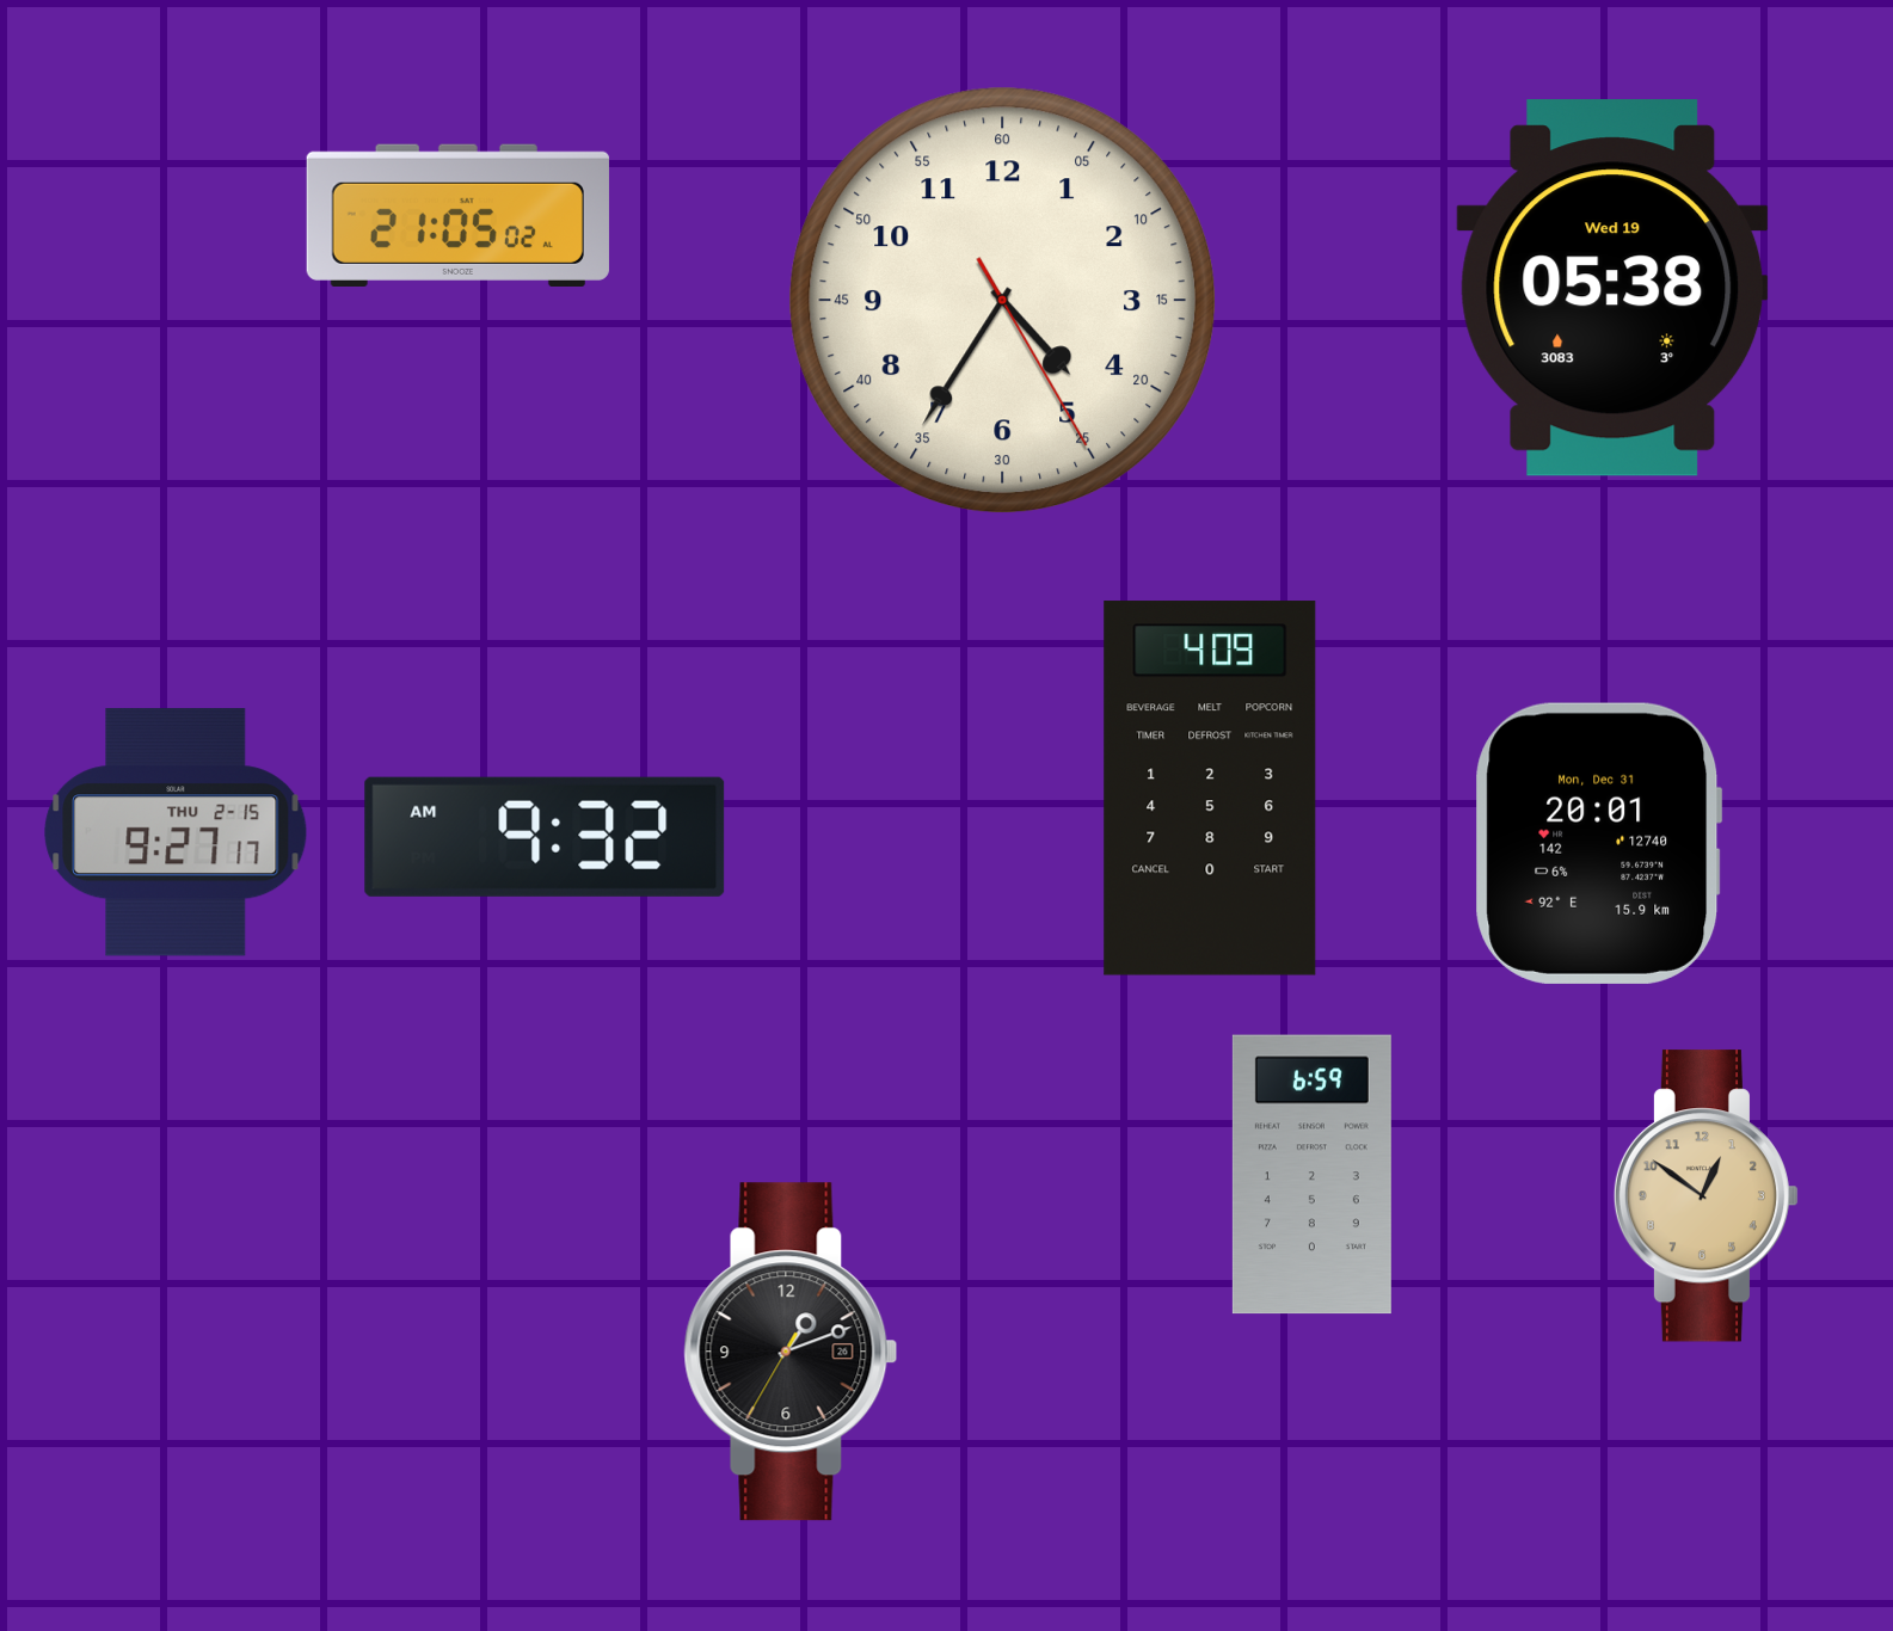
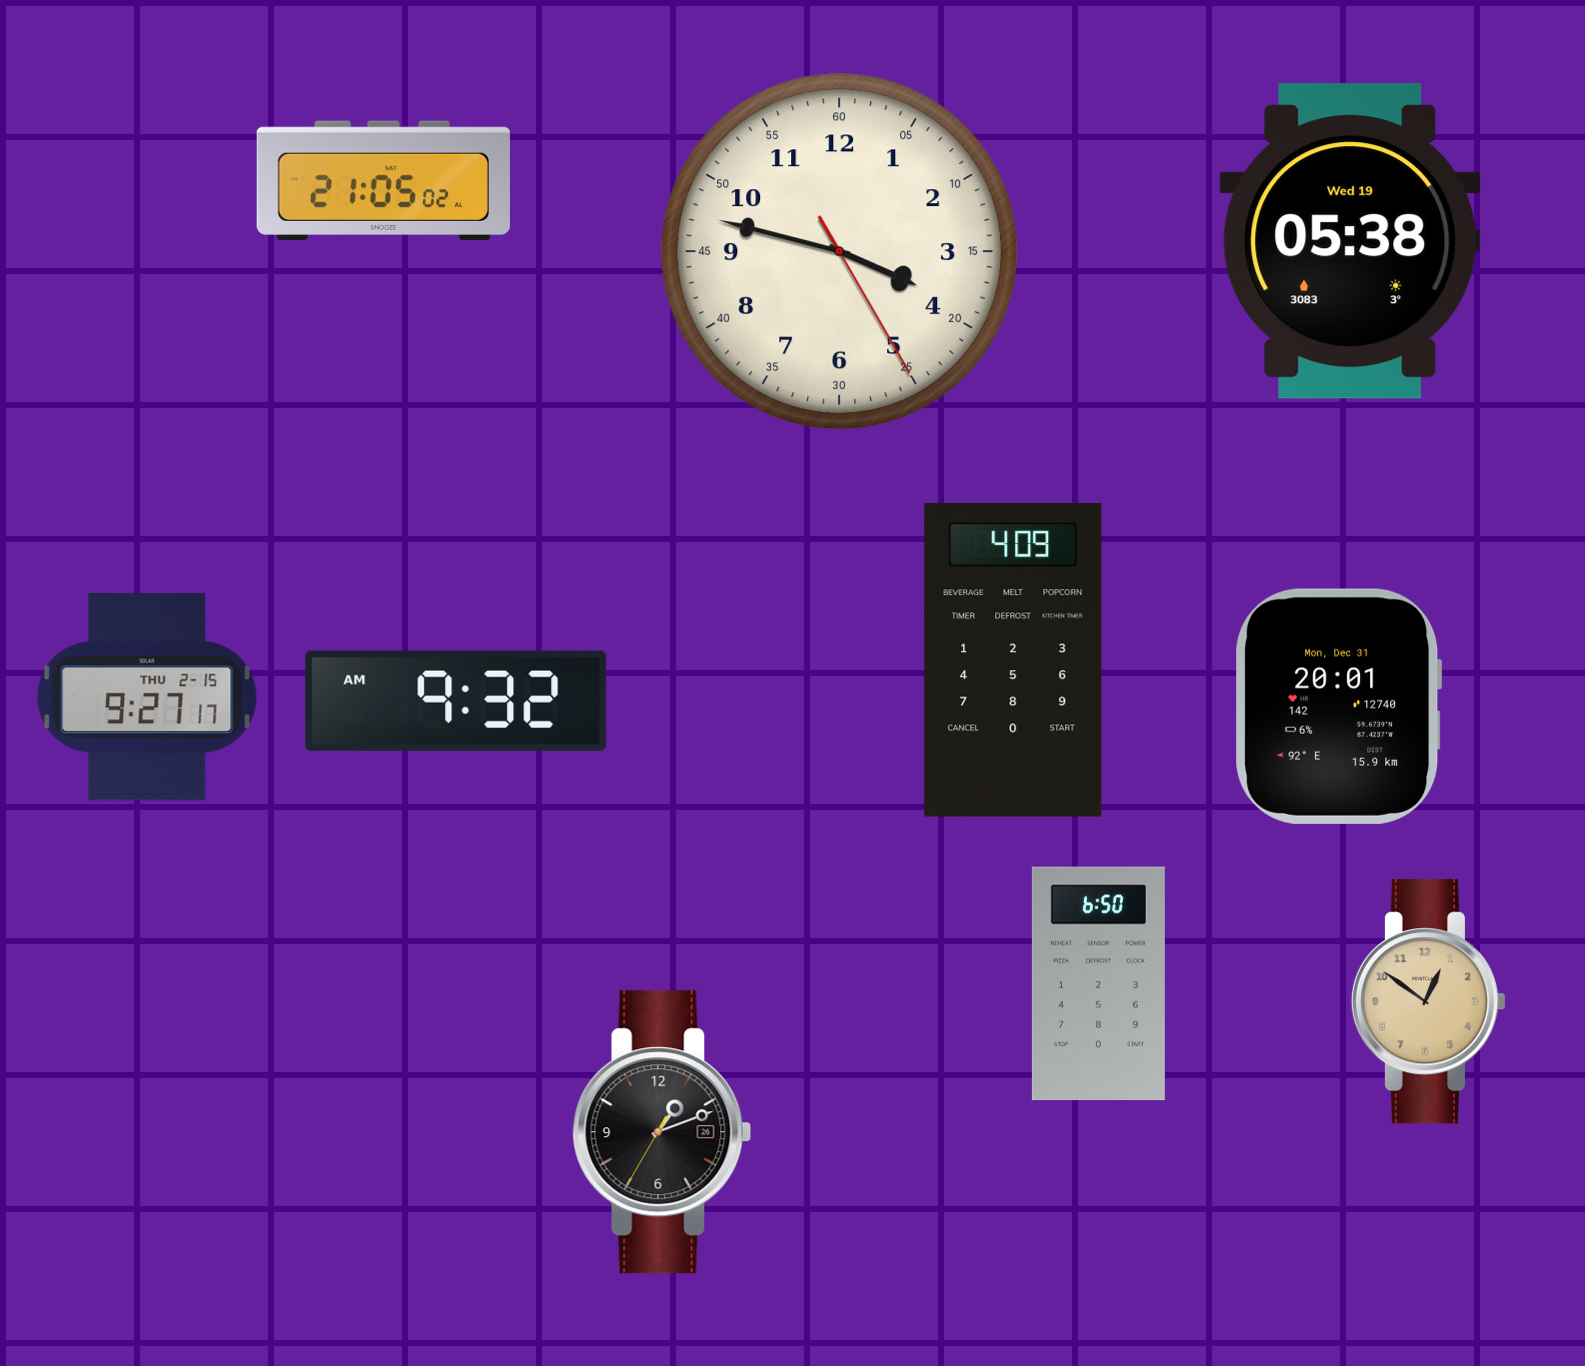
clock at (1003, 301): 4:35 -> 3:47
clock at (1311, 1175): 6:59 -> 6:50
